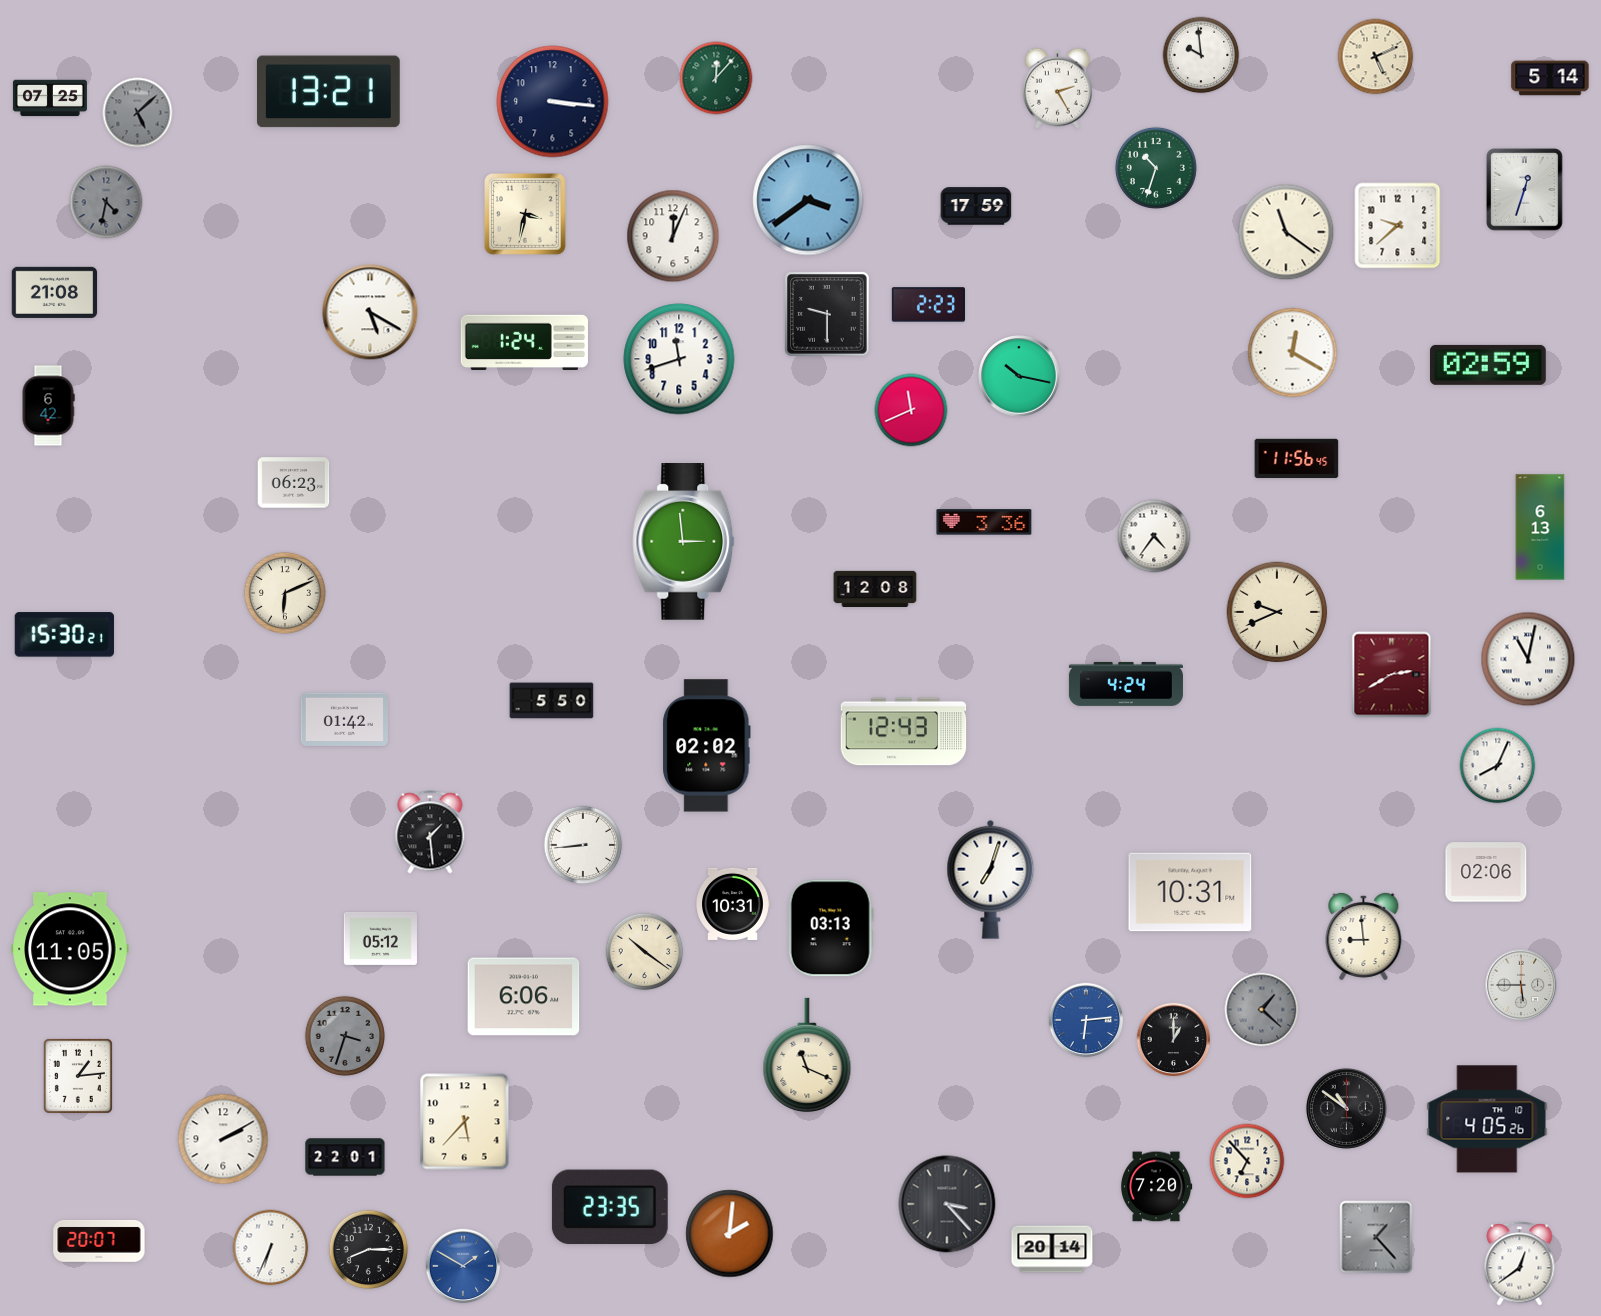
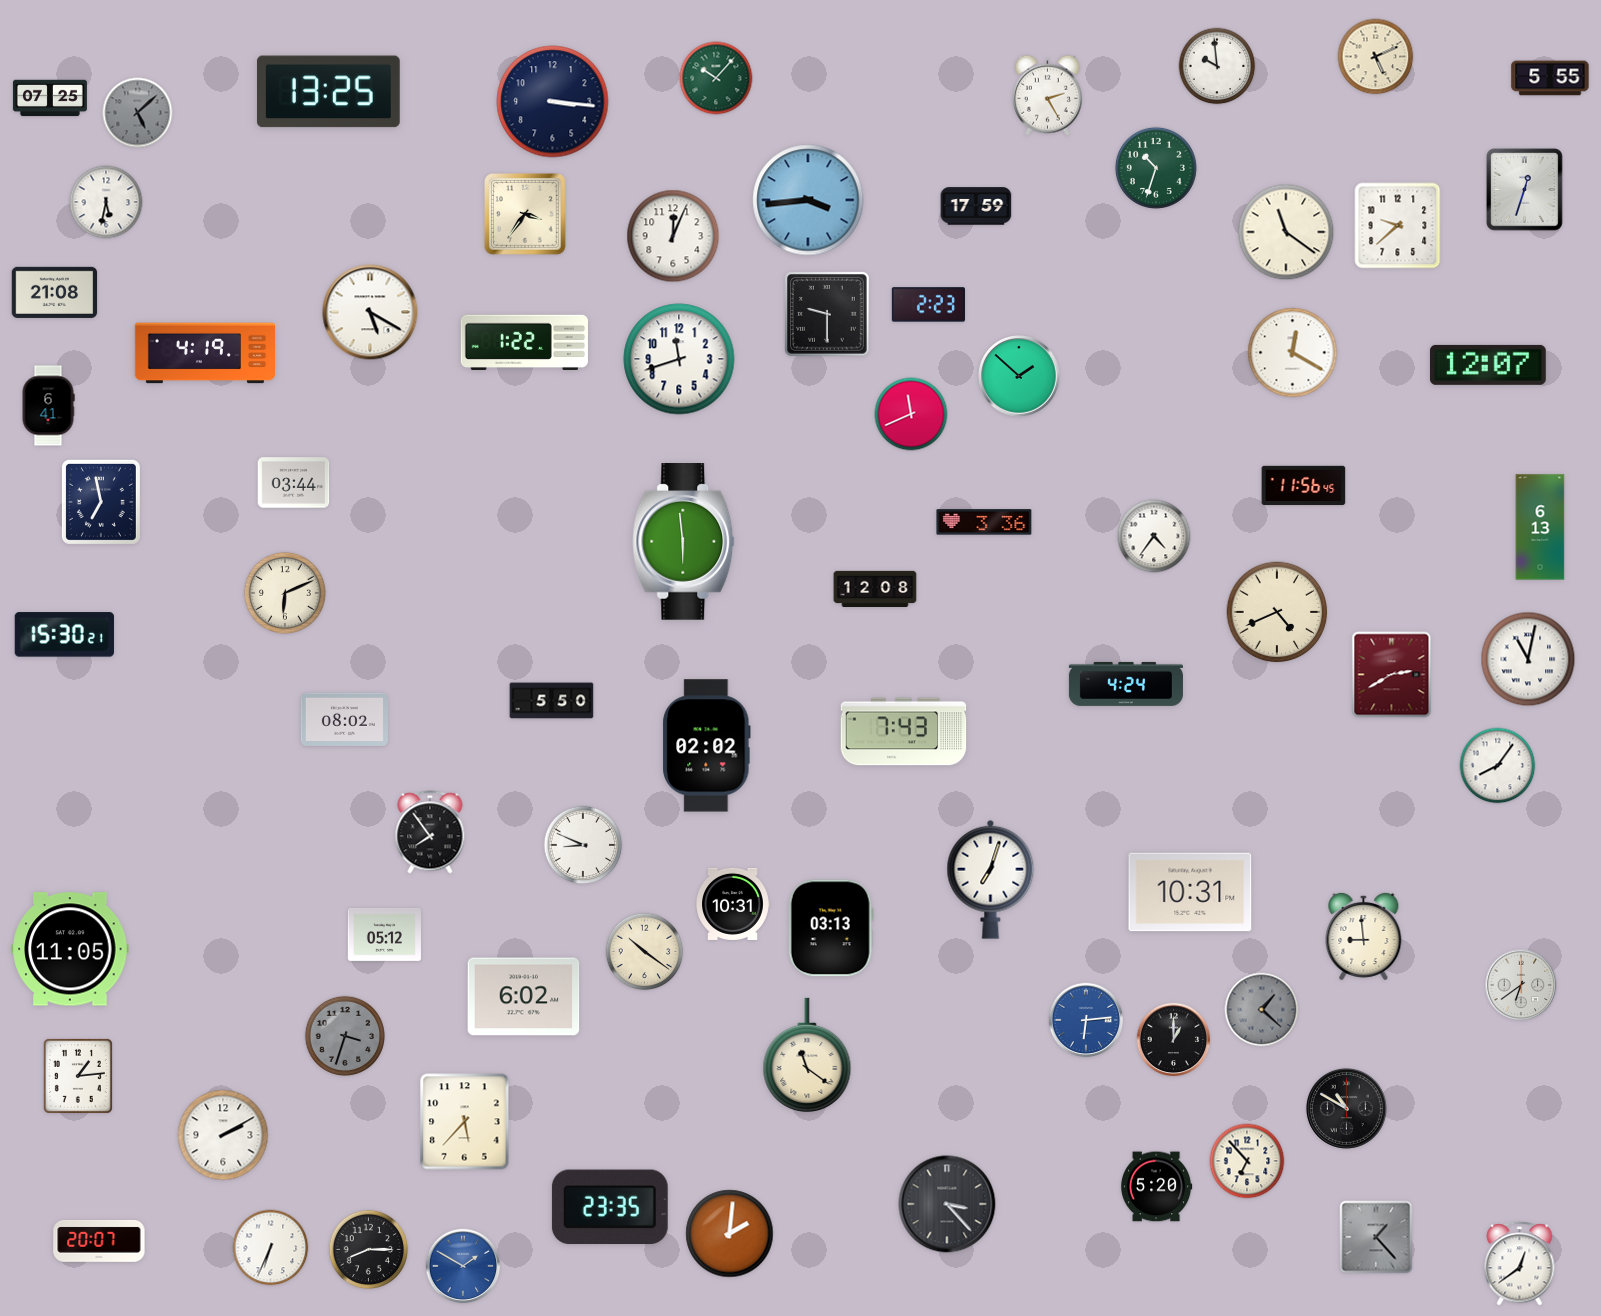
clock at (1201, 55) position: (1201, 55) -> (1217, 66)
clock at (716, 78): 12:07 -> 10:07
clock at (1550, 78): 5:14 -> 5:55
clock at (1057, 88) position: (1057, 88) -> (1047, 95)
clock at (328, 92): 13:21 -> 13:25
clock at (808, 200): 3:39 -> 3:44
clock at (106, 202): 4:32 -> 5:32
clock at (106, 202) dial: grey -> white
clock at (525, 214): 3:32 -> 3:36
clock at (524, 342): 1:24 -> 1:22
clock at (204, 353): none -> 4:19
clock at (1488, 365): 02:59 -> 12:07
clock at (1020, 377): 10:17 -> 1:52
clock at (48, 406): 6:42 -> 6:41
clock at (911, 410) position: (911, 410) -> (911, 414)
clock at (1297, 459) position: (1297, 459) -> (1304, 486)
clock at (294, 483): 06:23 -> 03:44
clock at (101, 502): none -> 6:58
clock at (684, 542): 2:59 -> 5:59
clock at (1277, 612): 9:41 -> 4:41
clock at (344, 719): 01:42 -> 08:02
clock at (904, 732): 12:43 -> 7:43
clock at (1498, 766): 8:04 -> 8:06
clock at (430, 832): 1:29 -> 7:54
clock at (583, 845): 8:44 -> 8:49
clock at (1486, 872): 02:06 -> none
clock at (380, 938) position: (380, 938) -> (384, 934)
clock at (1521, 985): 5:45 -> 6:39
clock at (524, 997): 6:06 -> 6:02
clock at (807, 1054): 11:19 -> 11:21
clock at (1346, 1108): 10:51 -> 10:50
clock at (1487, 1119): 4:05 -> none
clock at (223, 1139) position: (223, 1139) -> (223, 1135)
clock at (345, 1157): 22:01 -> none
clock at (1156, 1187): 7:20 -> 5:20
clock at (1052, 1249): 20:14 -> none
